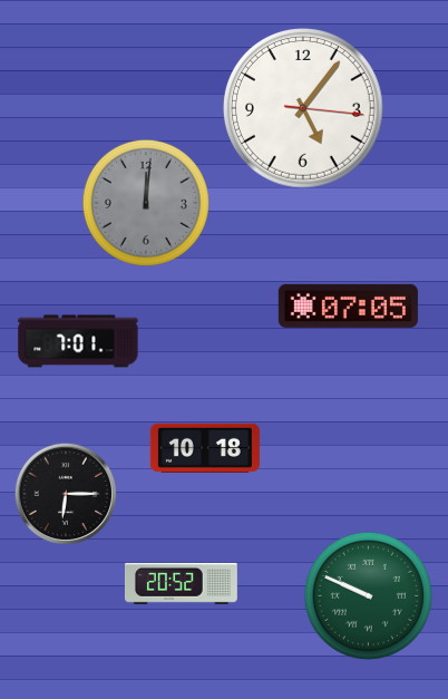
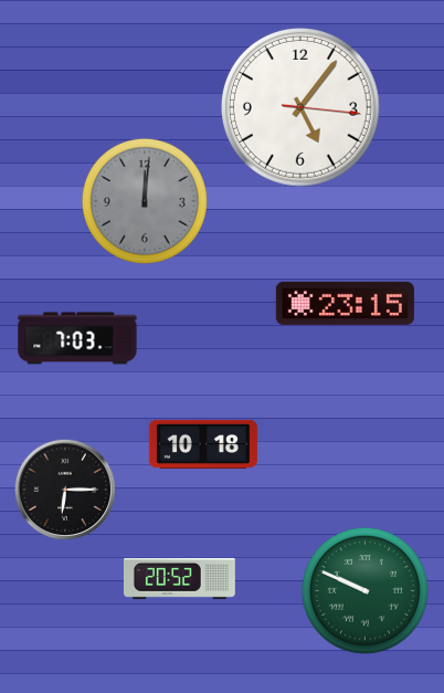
clock at (348, 305): 07:05 -> 23:15
clock at (78, 341): 7:01 -> 7:03
